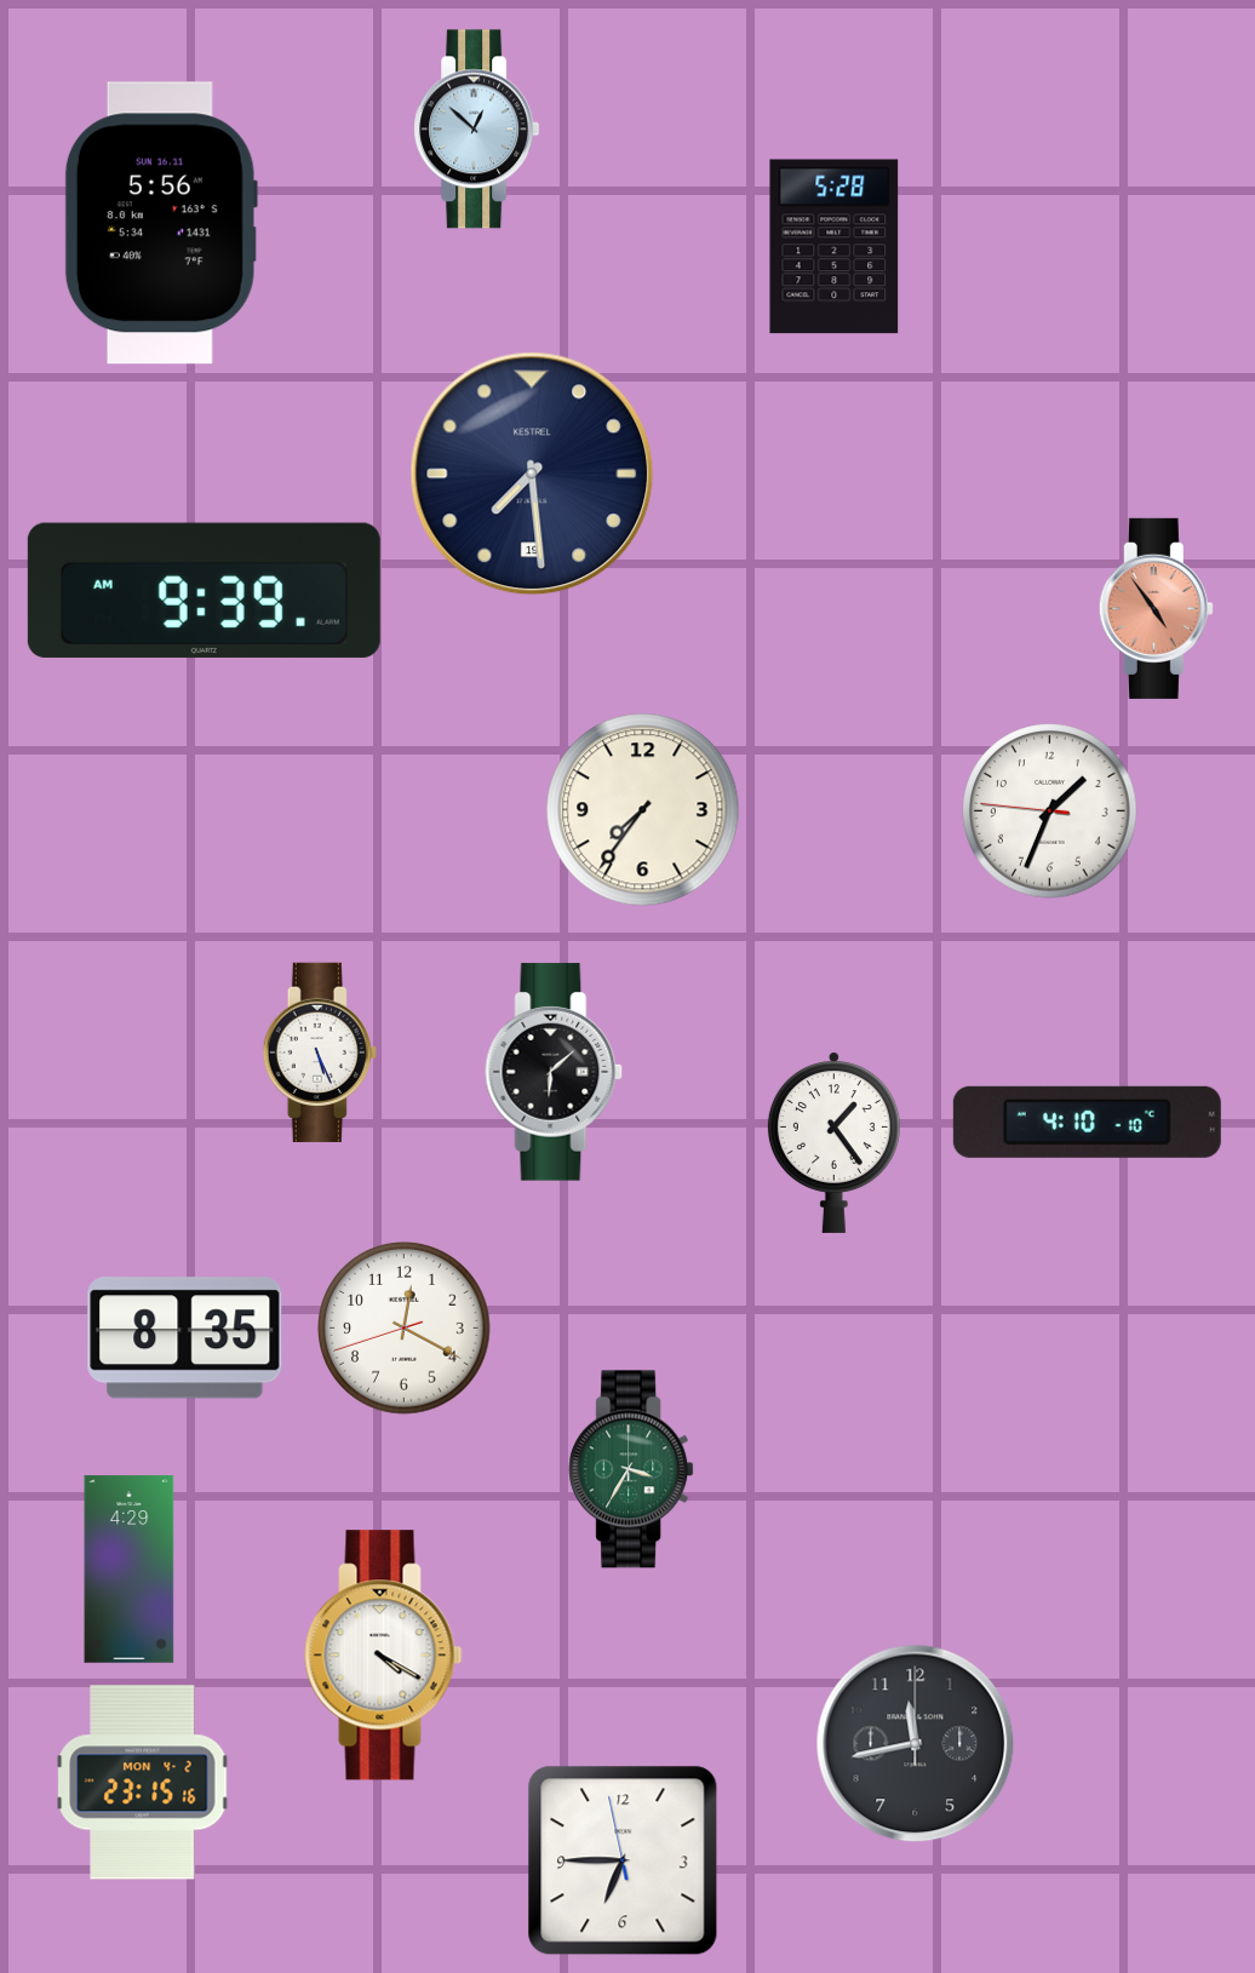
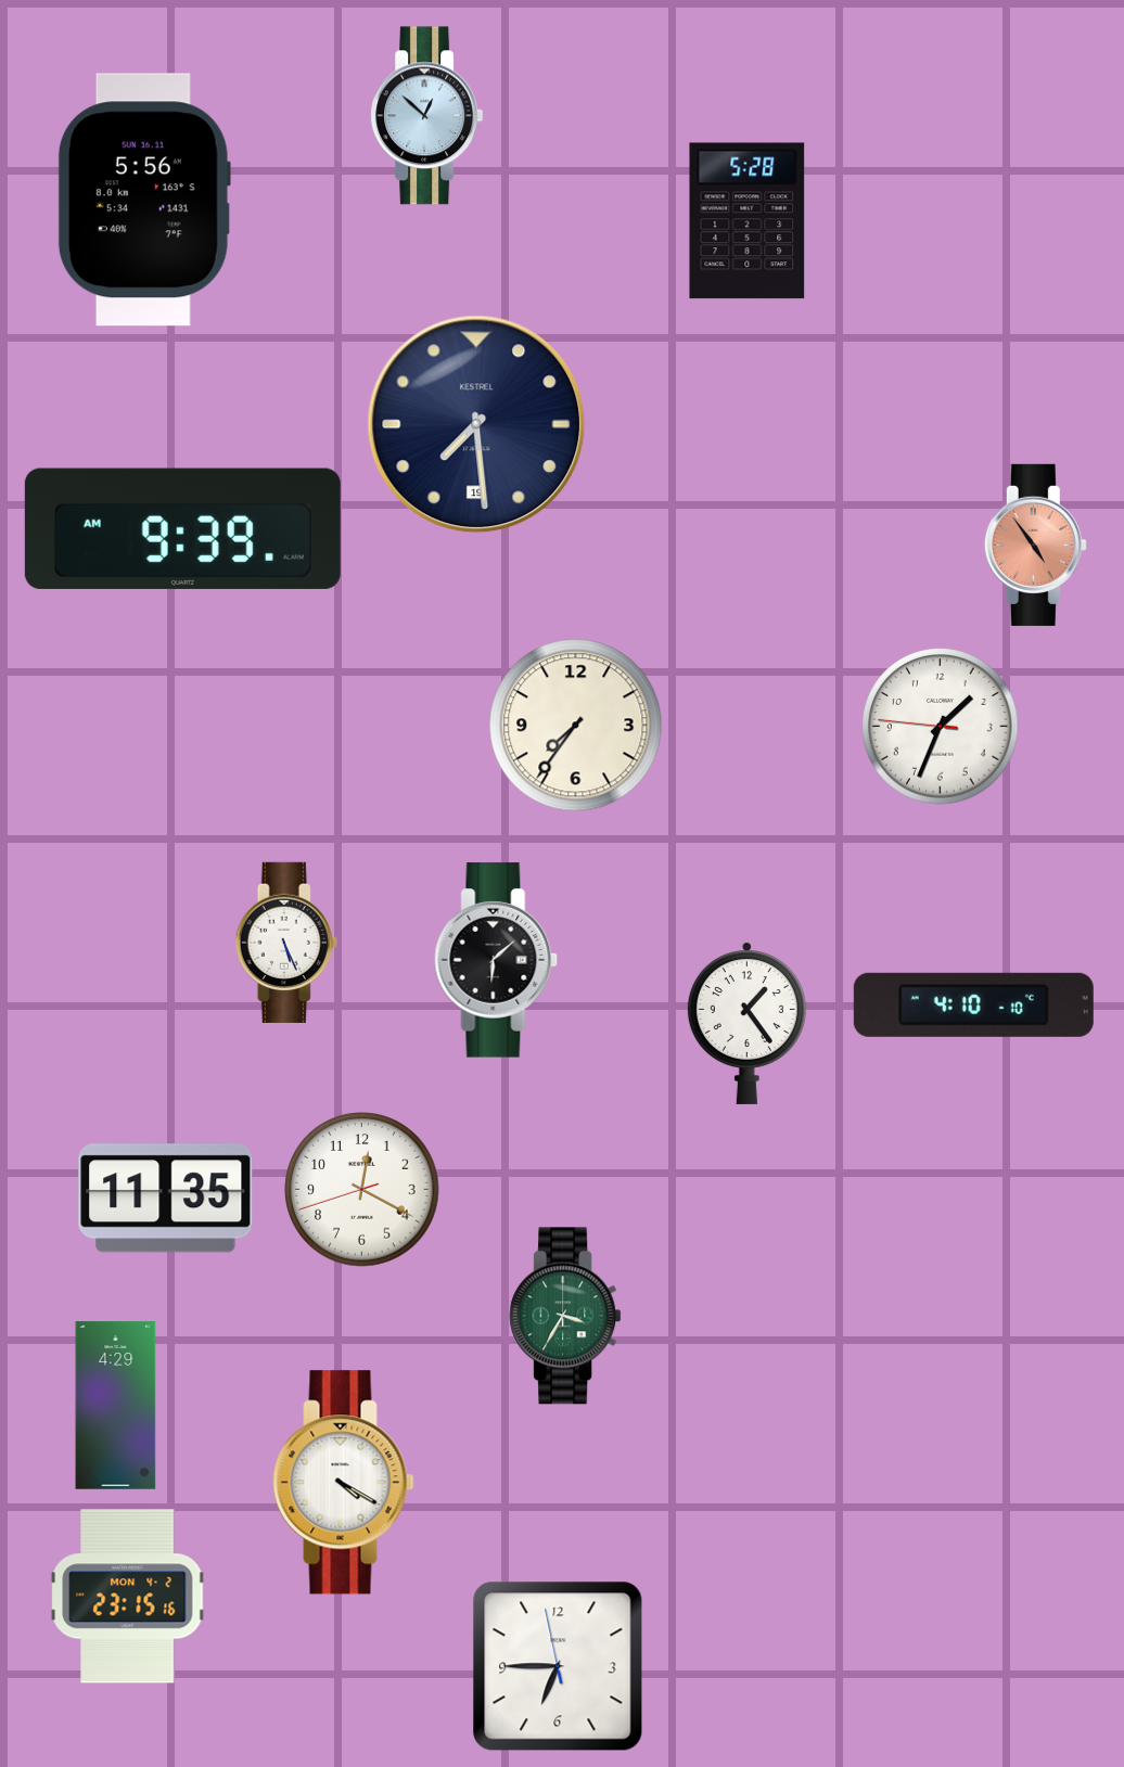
clock at (185, 1338): 8:35 -> 11:35
clock at (916, 1744): 11:43 -> none
